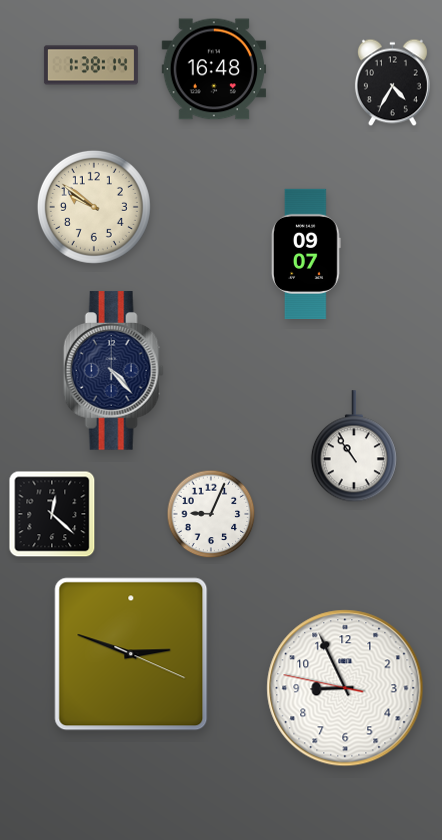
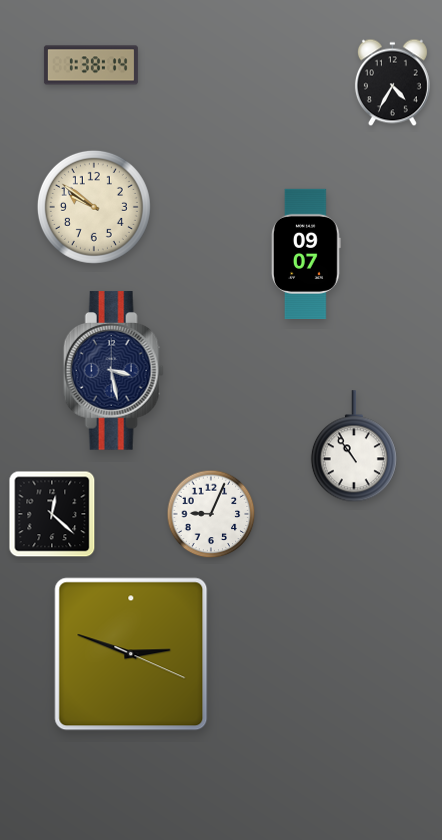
clock at (214, 69): 16:48 -> none
clock at (113, 371): 4:23 -> 3:28
clock at (345, 688): 8:55 -> none
